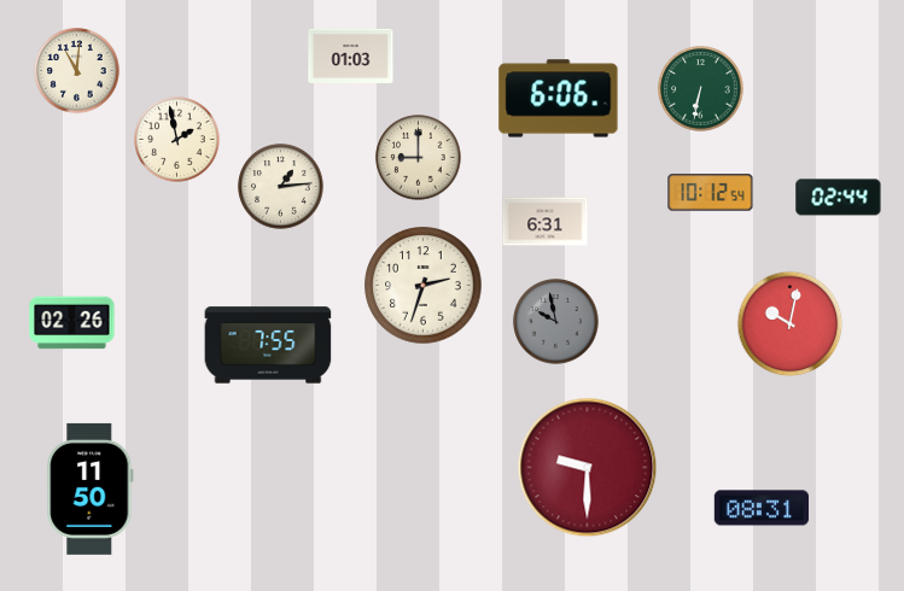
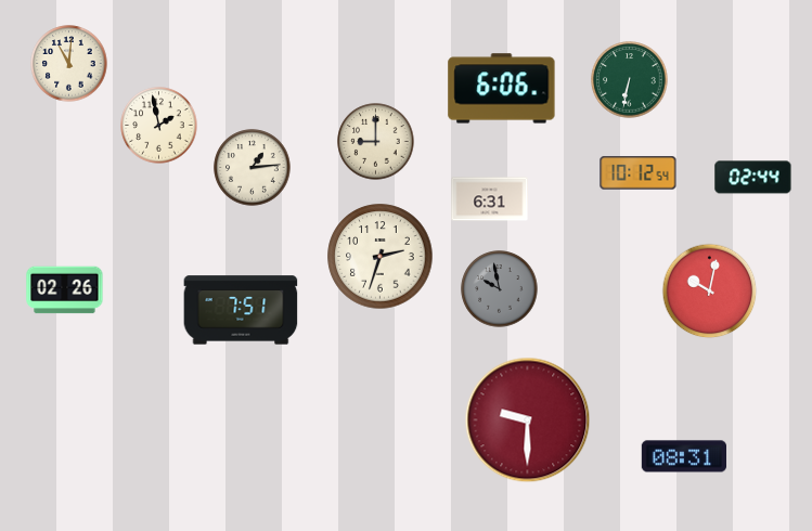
clock at (351, 55): 01:03 -> none
clock at (268, 345): 7:55 -> 7:51
clock at (91, 488): 11:50 -> none
